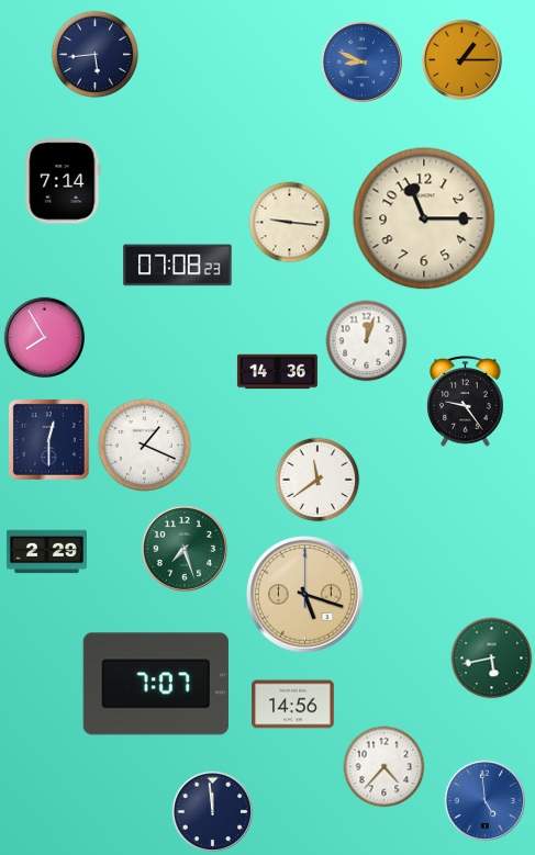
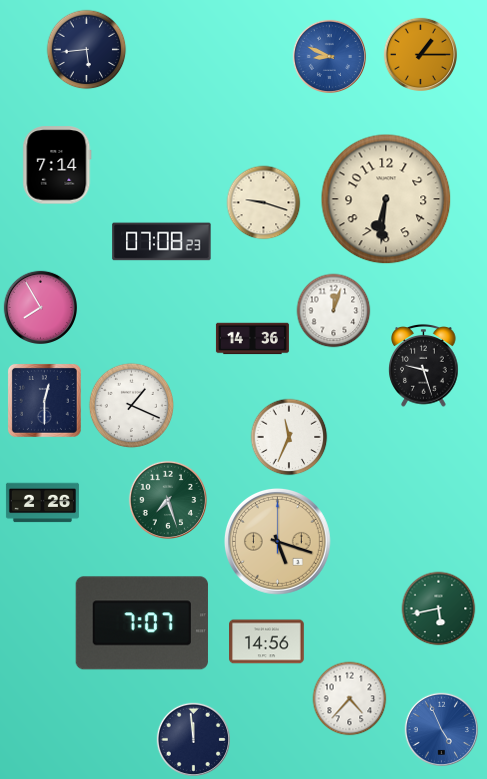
clock at (424, 218): 11:15 -> 6:31
clock at (290, 223): 9:16 -> 9:18
clock at (466, 402): 9:24 -> 9:27
clock at (317, 480): 11:39 -> 11:34
clock at (46, 552): 2:29 -> 2:26
clock at (492, 659) position: (492, 659) -> (439, 609)
clock at (484, 800): 4:59 -> 4:56
